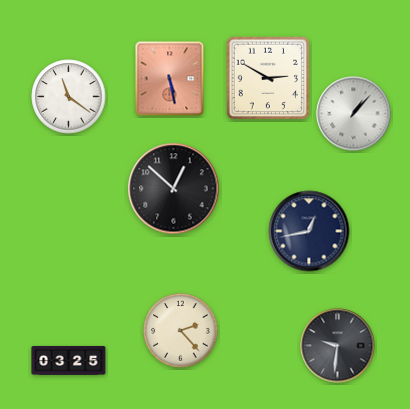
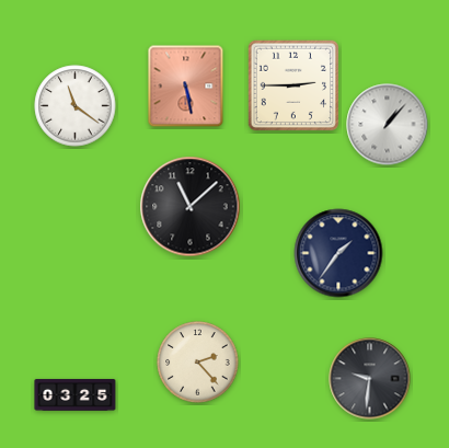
clock at (268, 78): 2:50 -> 2:45
clock at (174, 189): 12:52 -> 11:08
clock at (309, 231): 12:43 -> 1:36
